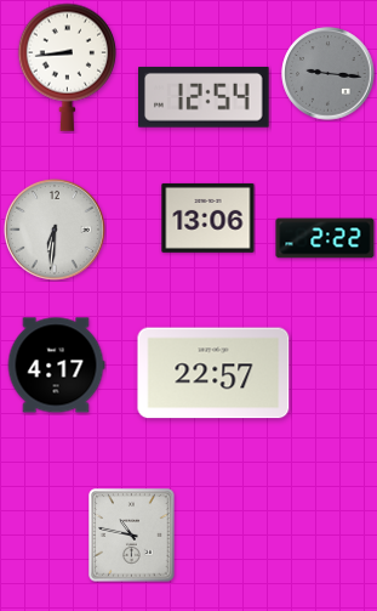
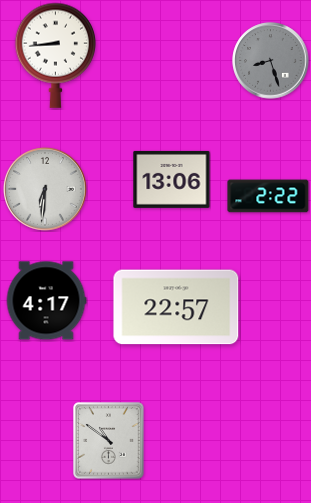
clock at (329, 74): 9:16 -> 8:27
clock at (205, 97): 12:54 -> none
clock at (132, 536): 10:47 -> 10:51
